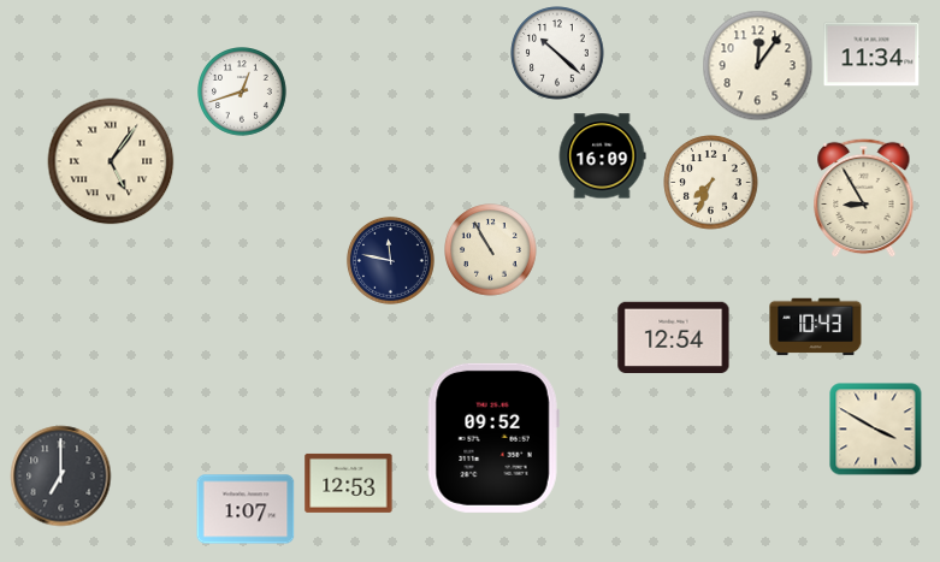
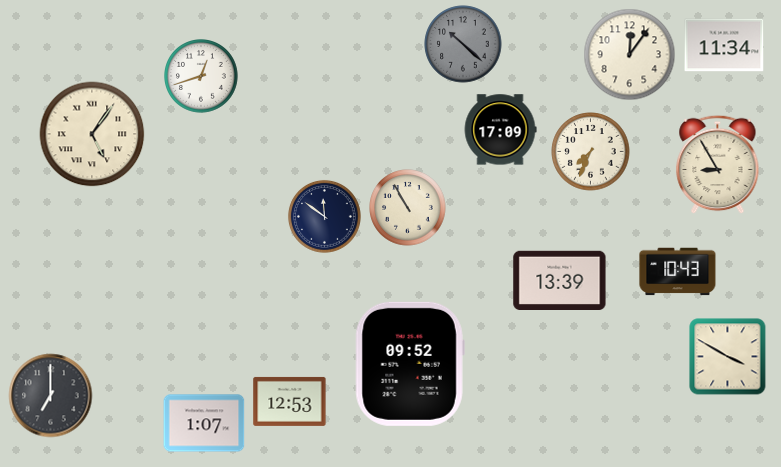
clock at (557, 53) dial: white -> grey
clock at (602, 156): 16:09 -> 17:09
clock at (390, 260): 11:47 -> 11:51
clock at (674, 337): 12:54 -> 13:39
